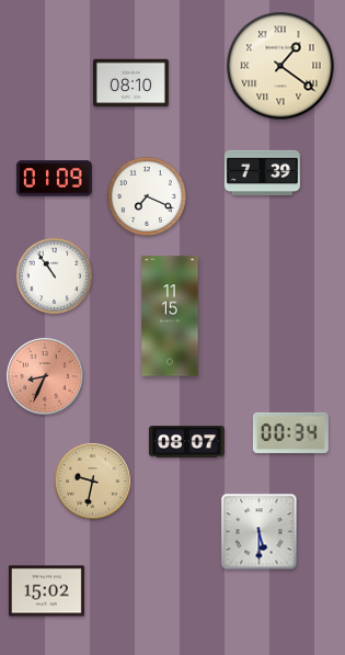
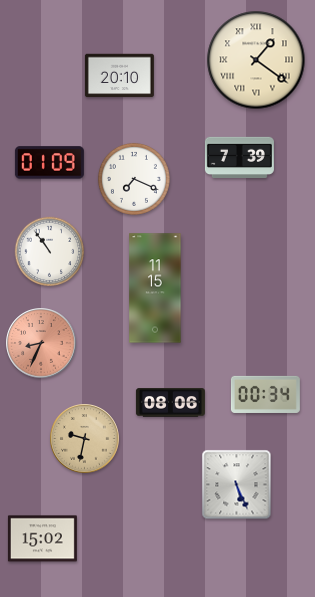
clock at (130, 83): 08:10 -> 20:10
clock at (186, 442): 08:07 -> 08:06
clock at (260, 532): 5:30 -> 5:26
